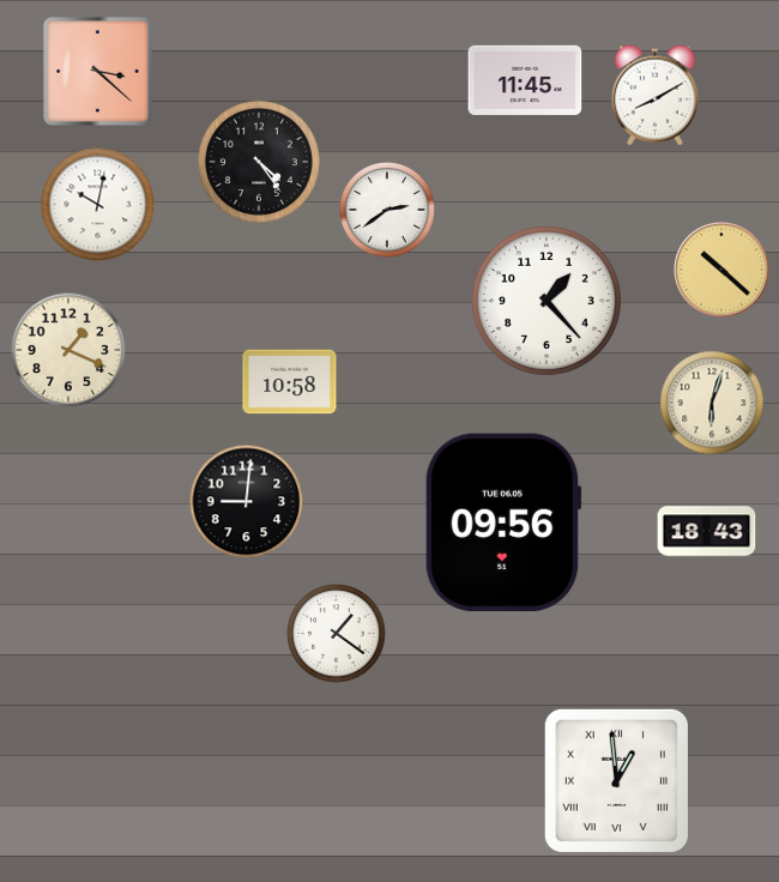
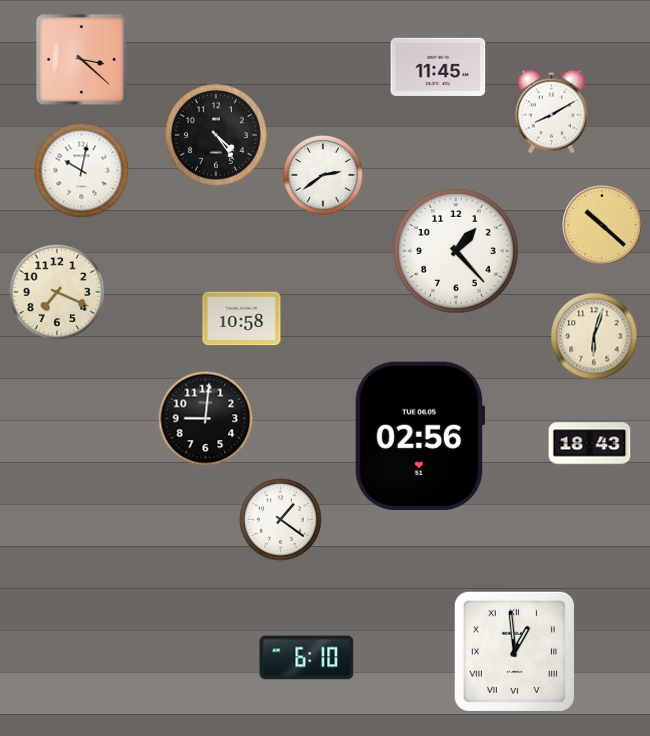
clock at (654, 96) position: (654, 96) -> (551, 112)
clock at (68, 350): 1:19 -> 7:19
clock at (503, 521): 09:56 -> 02:56
clock at (337, 634) position: (337, 634) -> (281, 520)
clock at (307, 658): none -> 6:10
